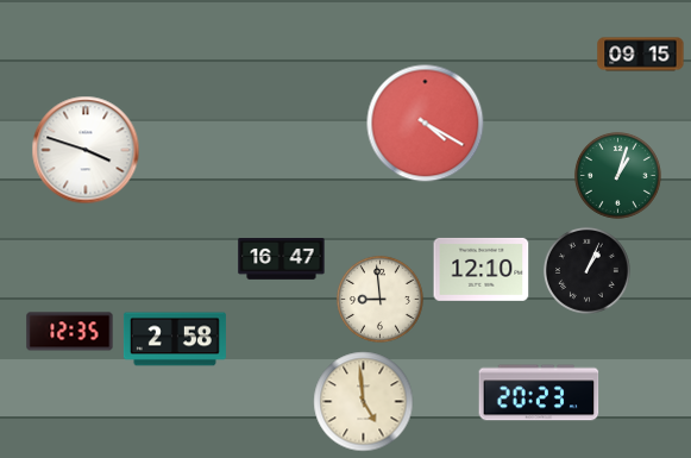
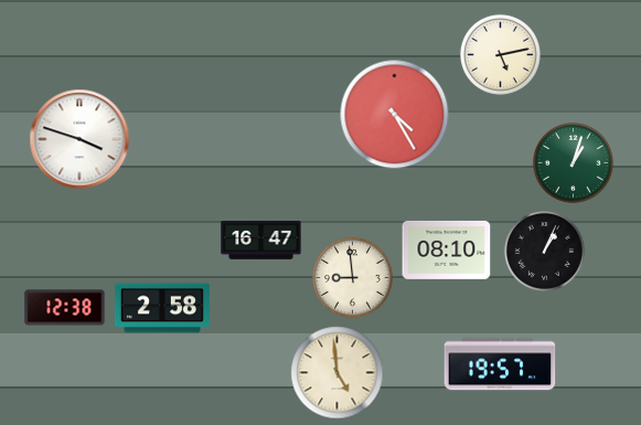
clock at (641, 55): 09:15 -> none
clock at (500, 54): none -> 5:13
clock at (426, 124): 4:20 -> 4:25
clock at (482, 269): 12:10 -> 08:10
clock at (70, 332): 12:35 -> 12:38
clock at (175, 339) position: (175, 339) -> (162, 308)
clock at (539, 393): 20:23 -> 19:57
